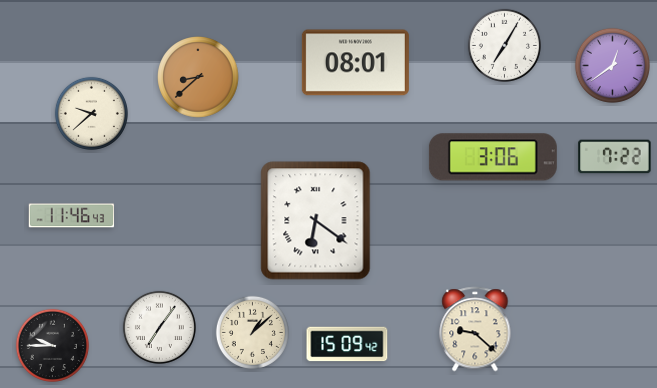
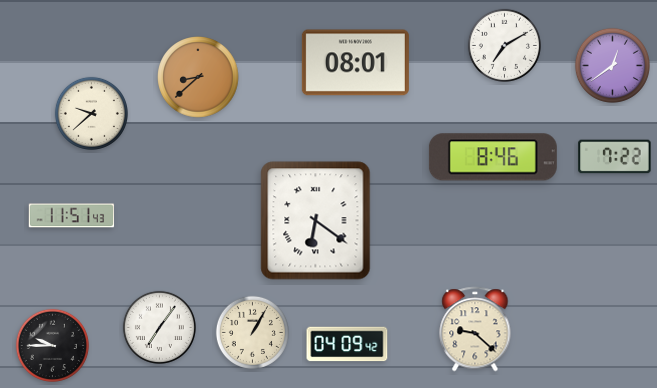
clock at (504, 45): 7:05 -> 7:10
clock at (493, 157): 3:06 -> 8:46
clock at (72, 216): 11:46 -> 11:51
clock at (252, 332): 1:08 -> 1:05
clock at (347, 344): 15:09 -> 04:09
